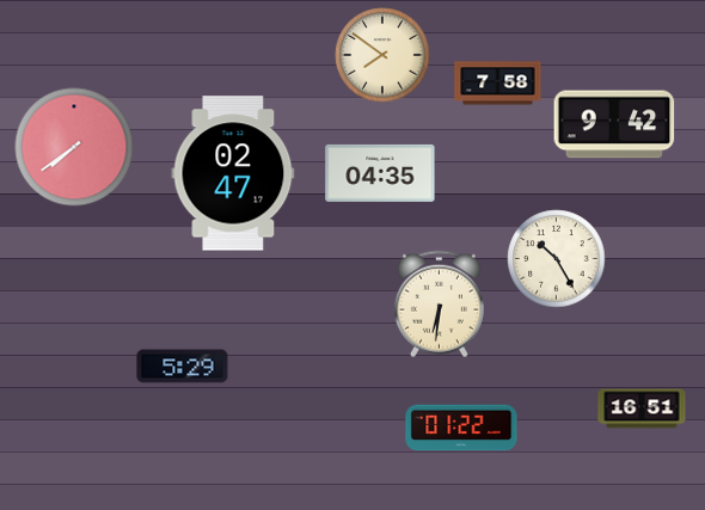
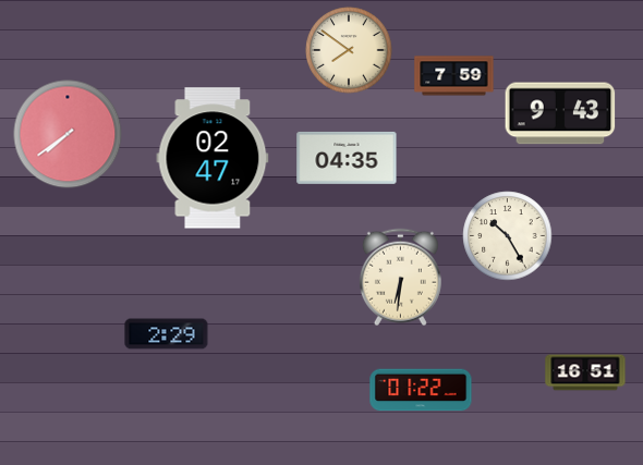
clock at (498, 84): 7:58 -> 7:59
clock at (614, 124): 9:42 -> 9:43
clock at (183, 367): 5:29 -> 2:29
